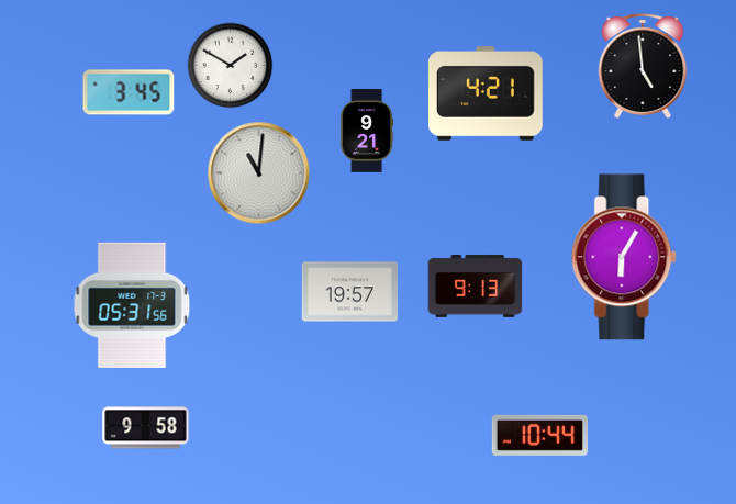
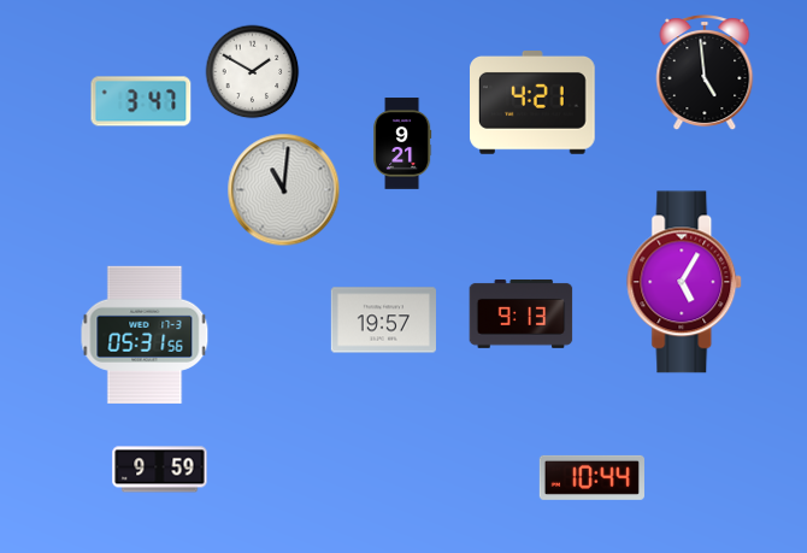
clock at (129, 92): 3:45 -> 3:47
clock at (625, 257): 6:05 -> 5:05
clock at (146, 428): 9:58 -> 9:59
